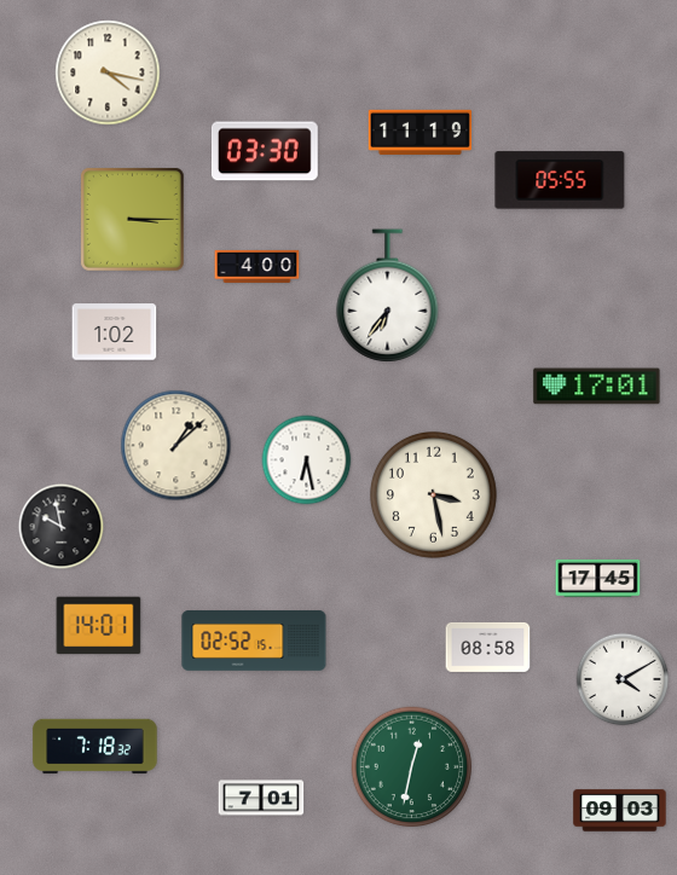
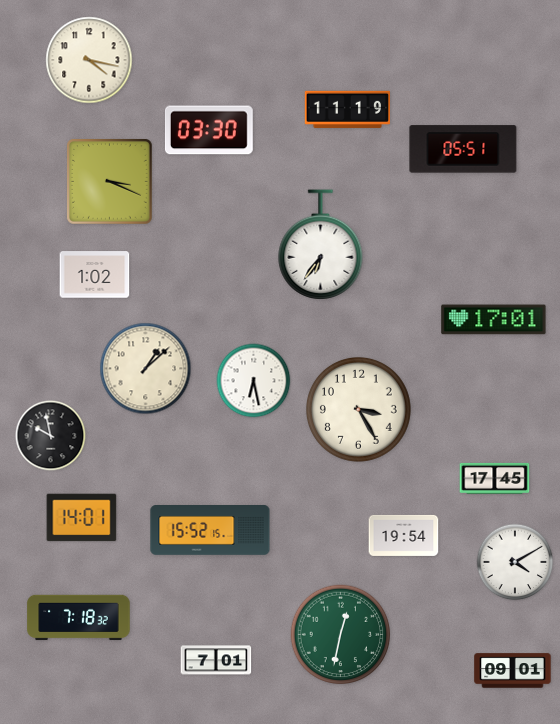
clock at (265, 151) position: (265, 151) -> (209, 130)
clock at (560, 180): 05:55 -> 05:51
clock at (133, 220): 3:15 -> 3:19
clock at (258, 266): 4:00 -> none
clock at (433, 494): 3:28 -> 3:25
clock at (254, 642): 02:52 -> 15:52
clock at (488, 647): 08:58 -> 19:54
clock at (620, 811): 09:03 -> 09:01
